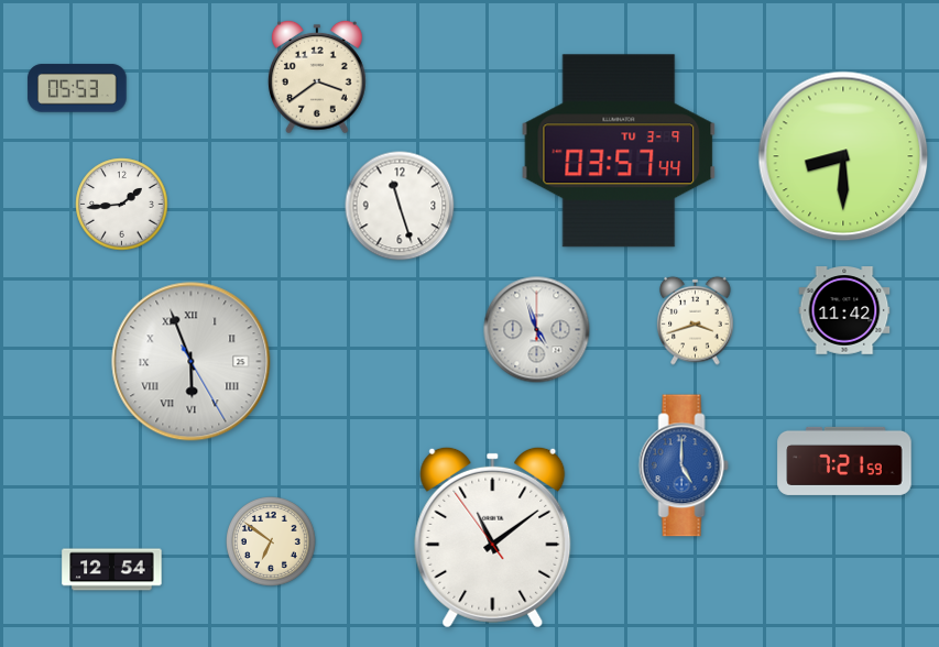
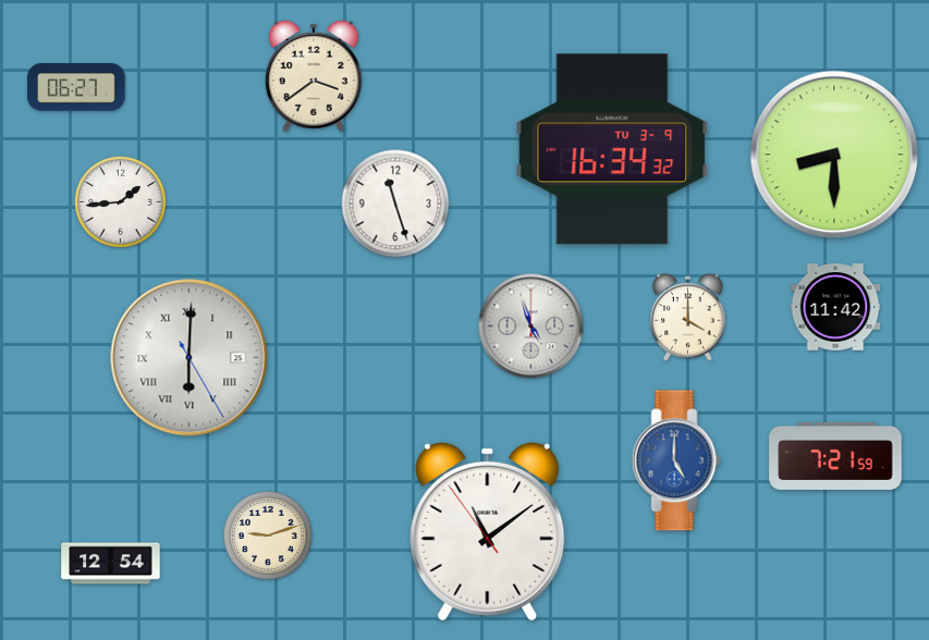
clock at (77, 88): 05:53 -> 06:27
clock at (619, 151): 03:57 -> 16:34
clock at (696, 320): 3:42 -> 4:00
clock at (192, 362): 5:56 -> 6:00
clock at (272, 542): 6:51 -> 9:12
